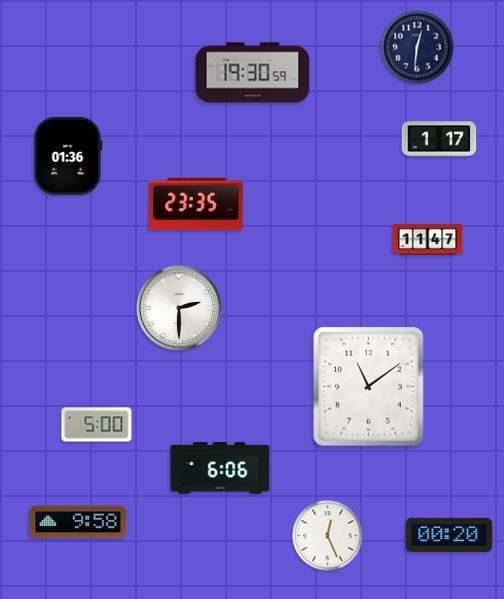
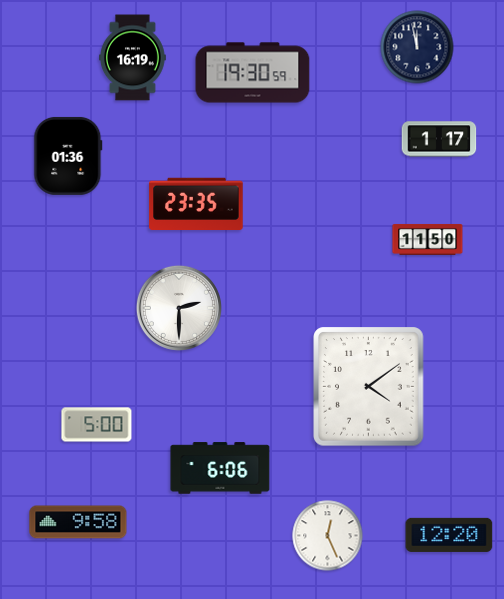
clock at (417, 47): 12:31 -> 11:58
clock at (133, 58): none -> 16:19
clock at (428, 239): 11:47 -> 11:50
clock at (369, 387): 11:09 -> 4:09
clock at (449, 535): 00:20 -> 12:20
